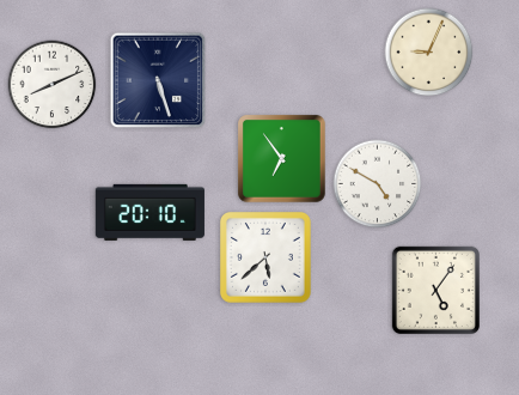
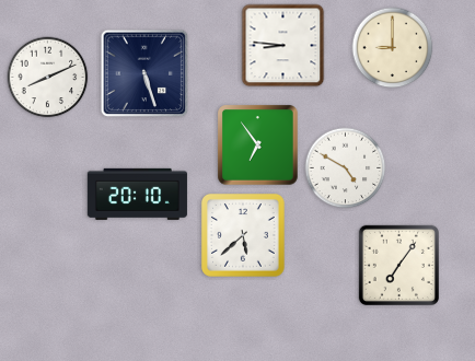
clock at (283, 46): none -> 8:46
clock at (429, 53): 9:04 -> 9:00
clock at (435, 290): 5:06 -> 7:06
